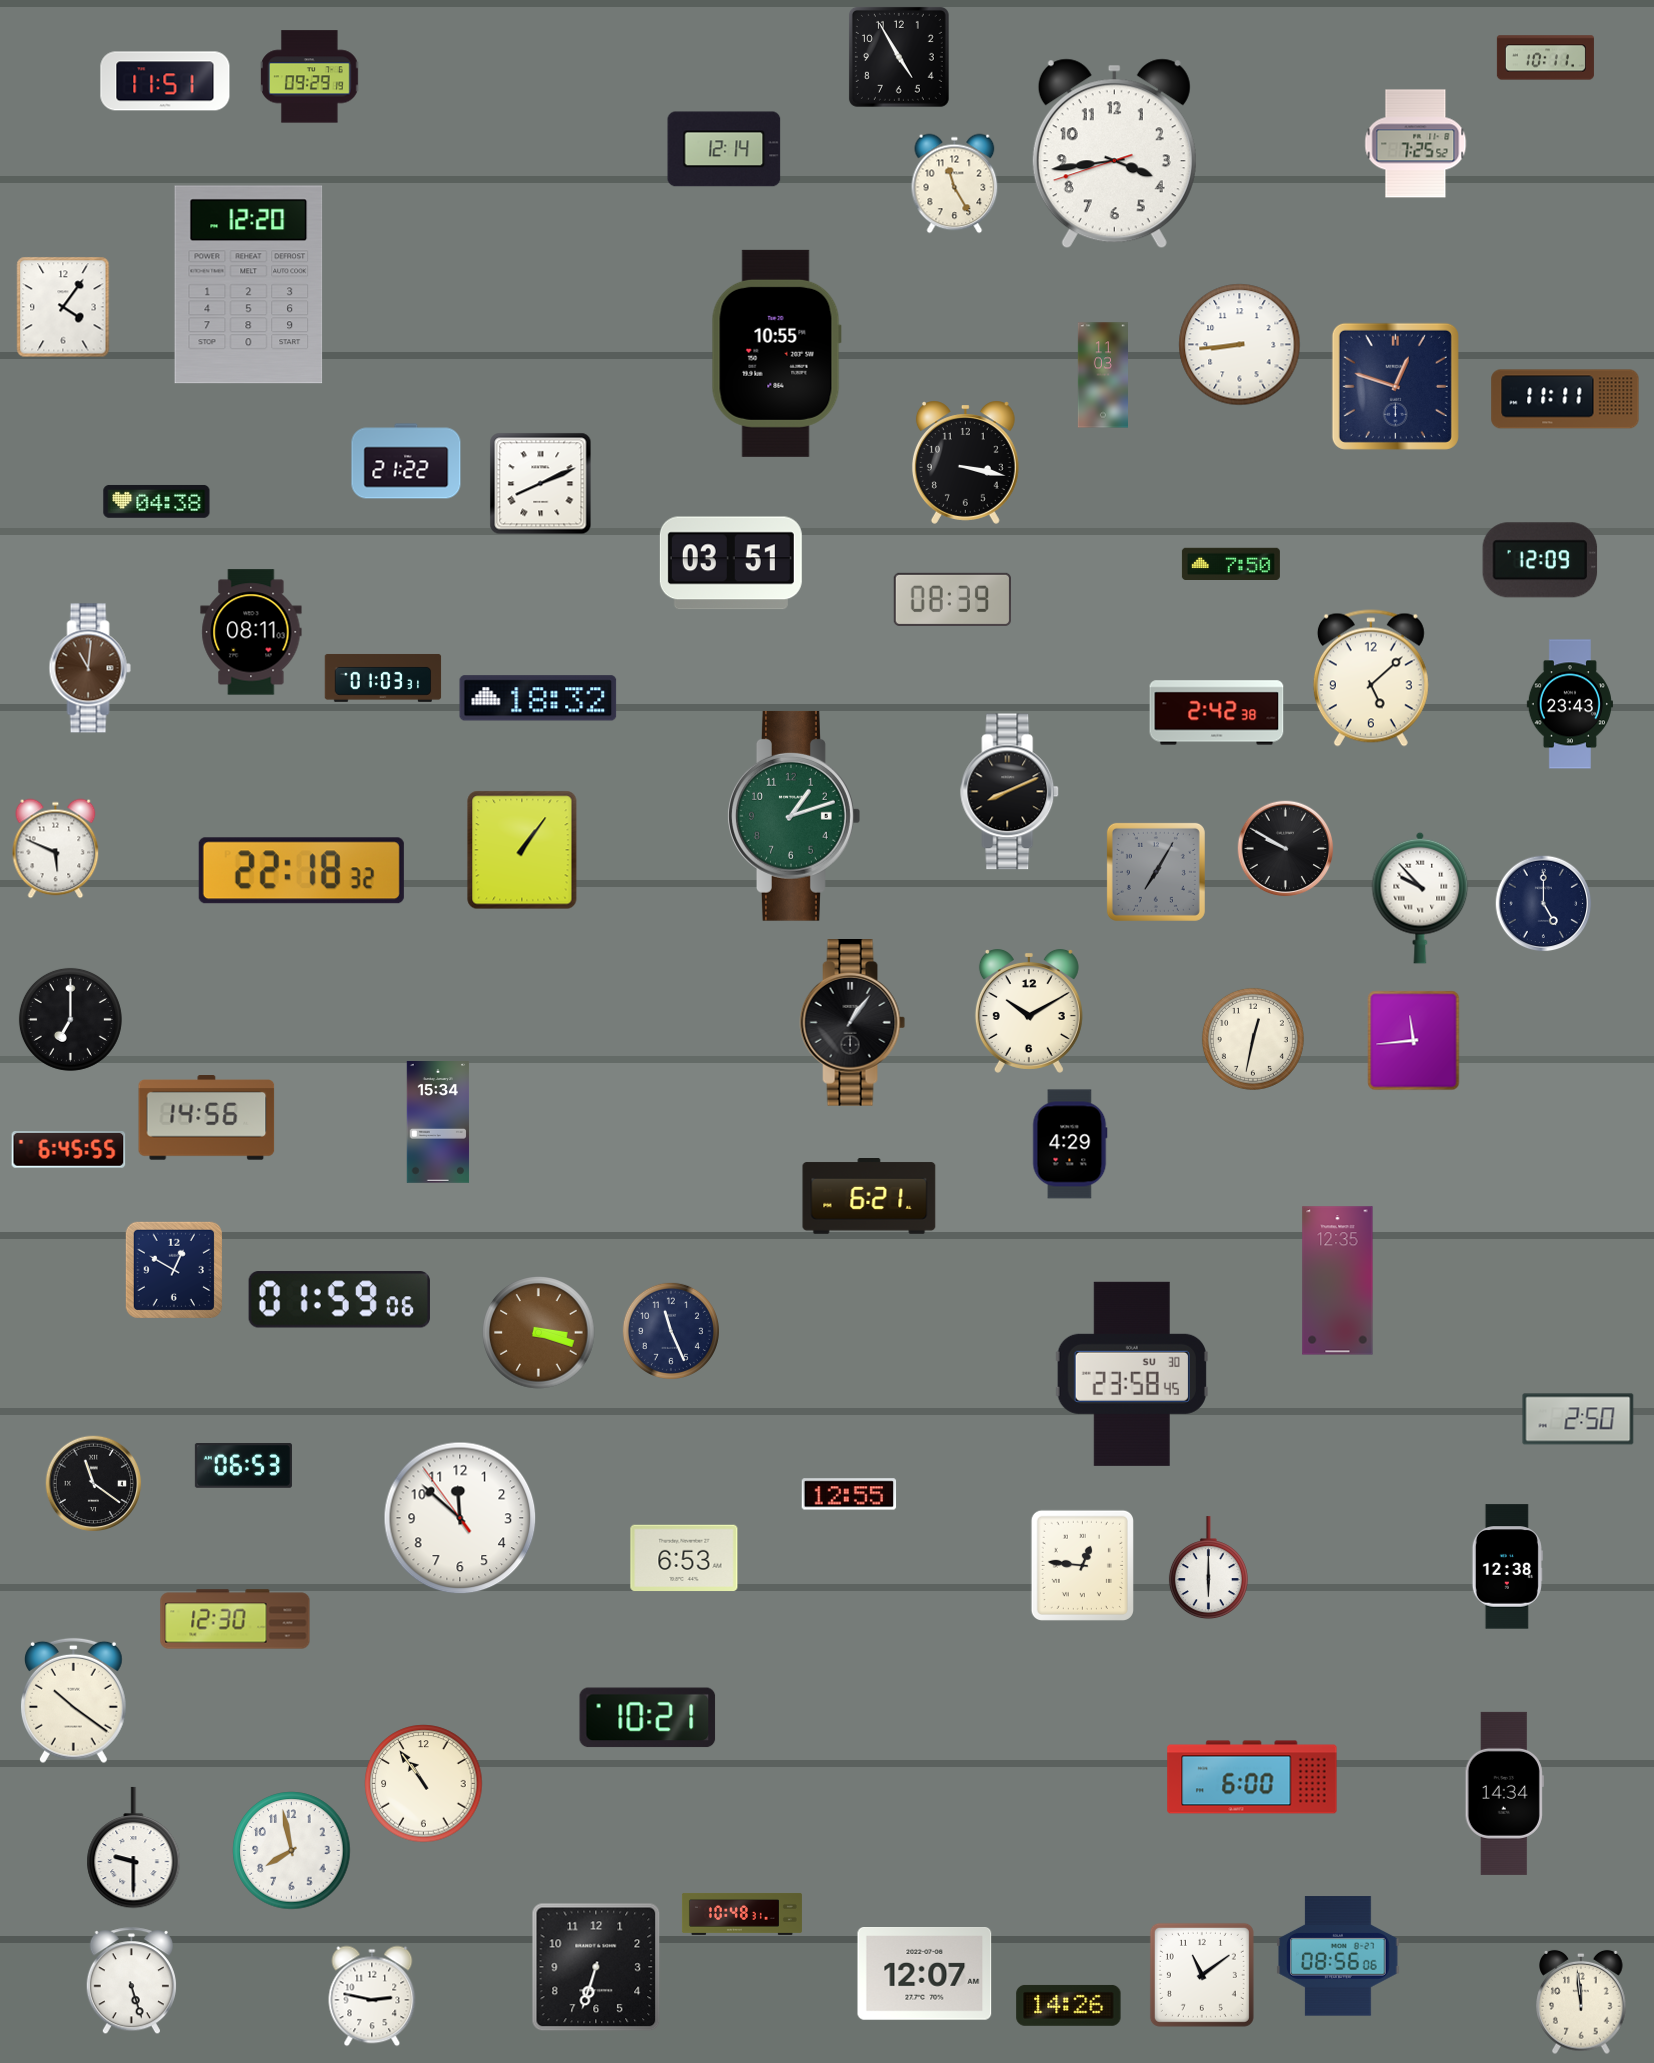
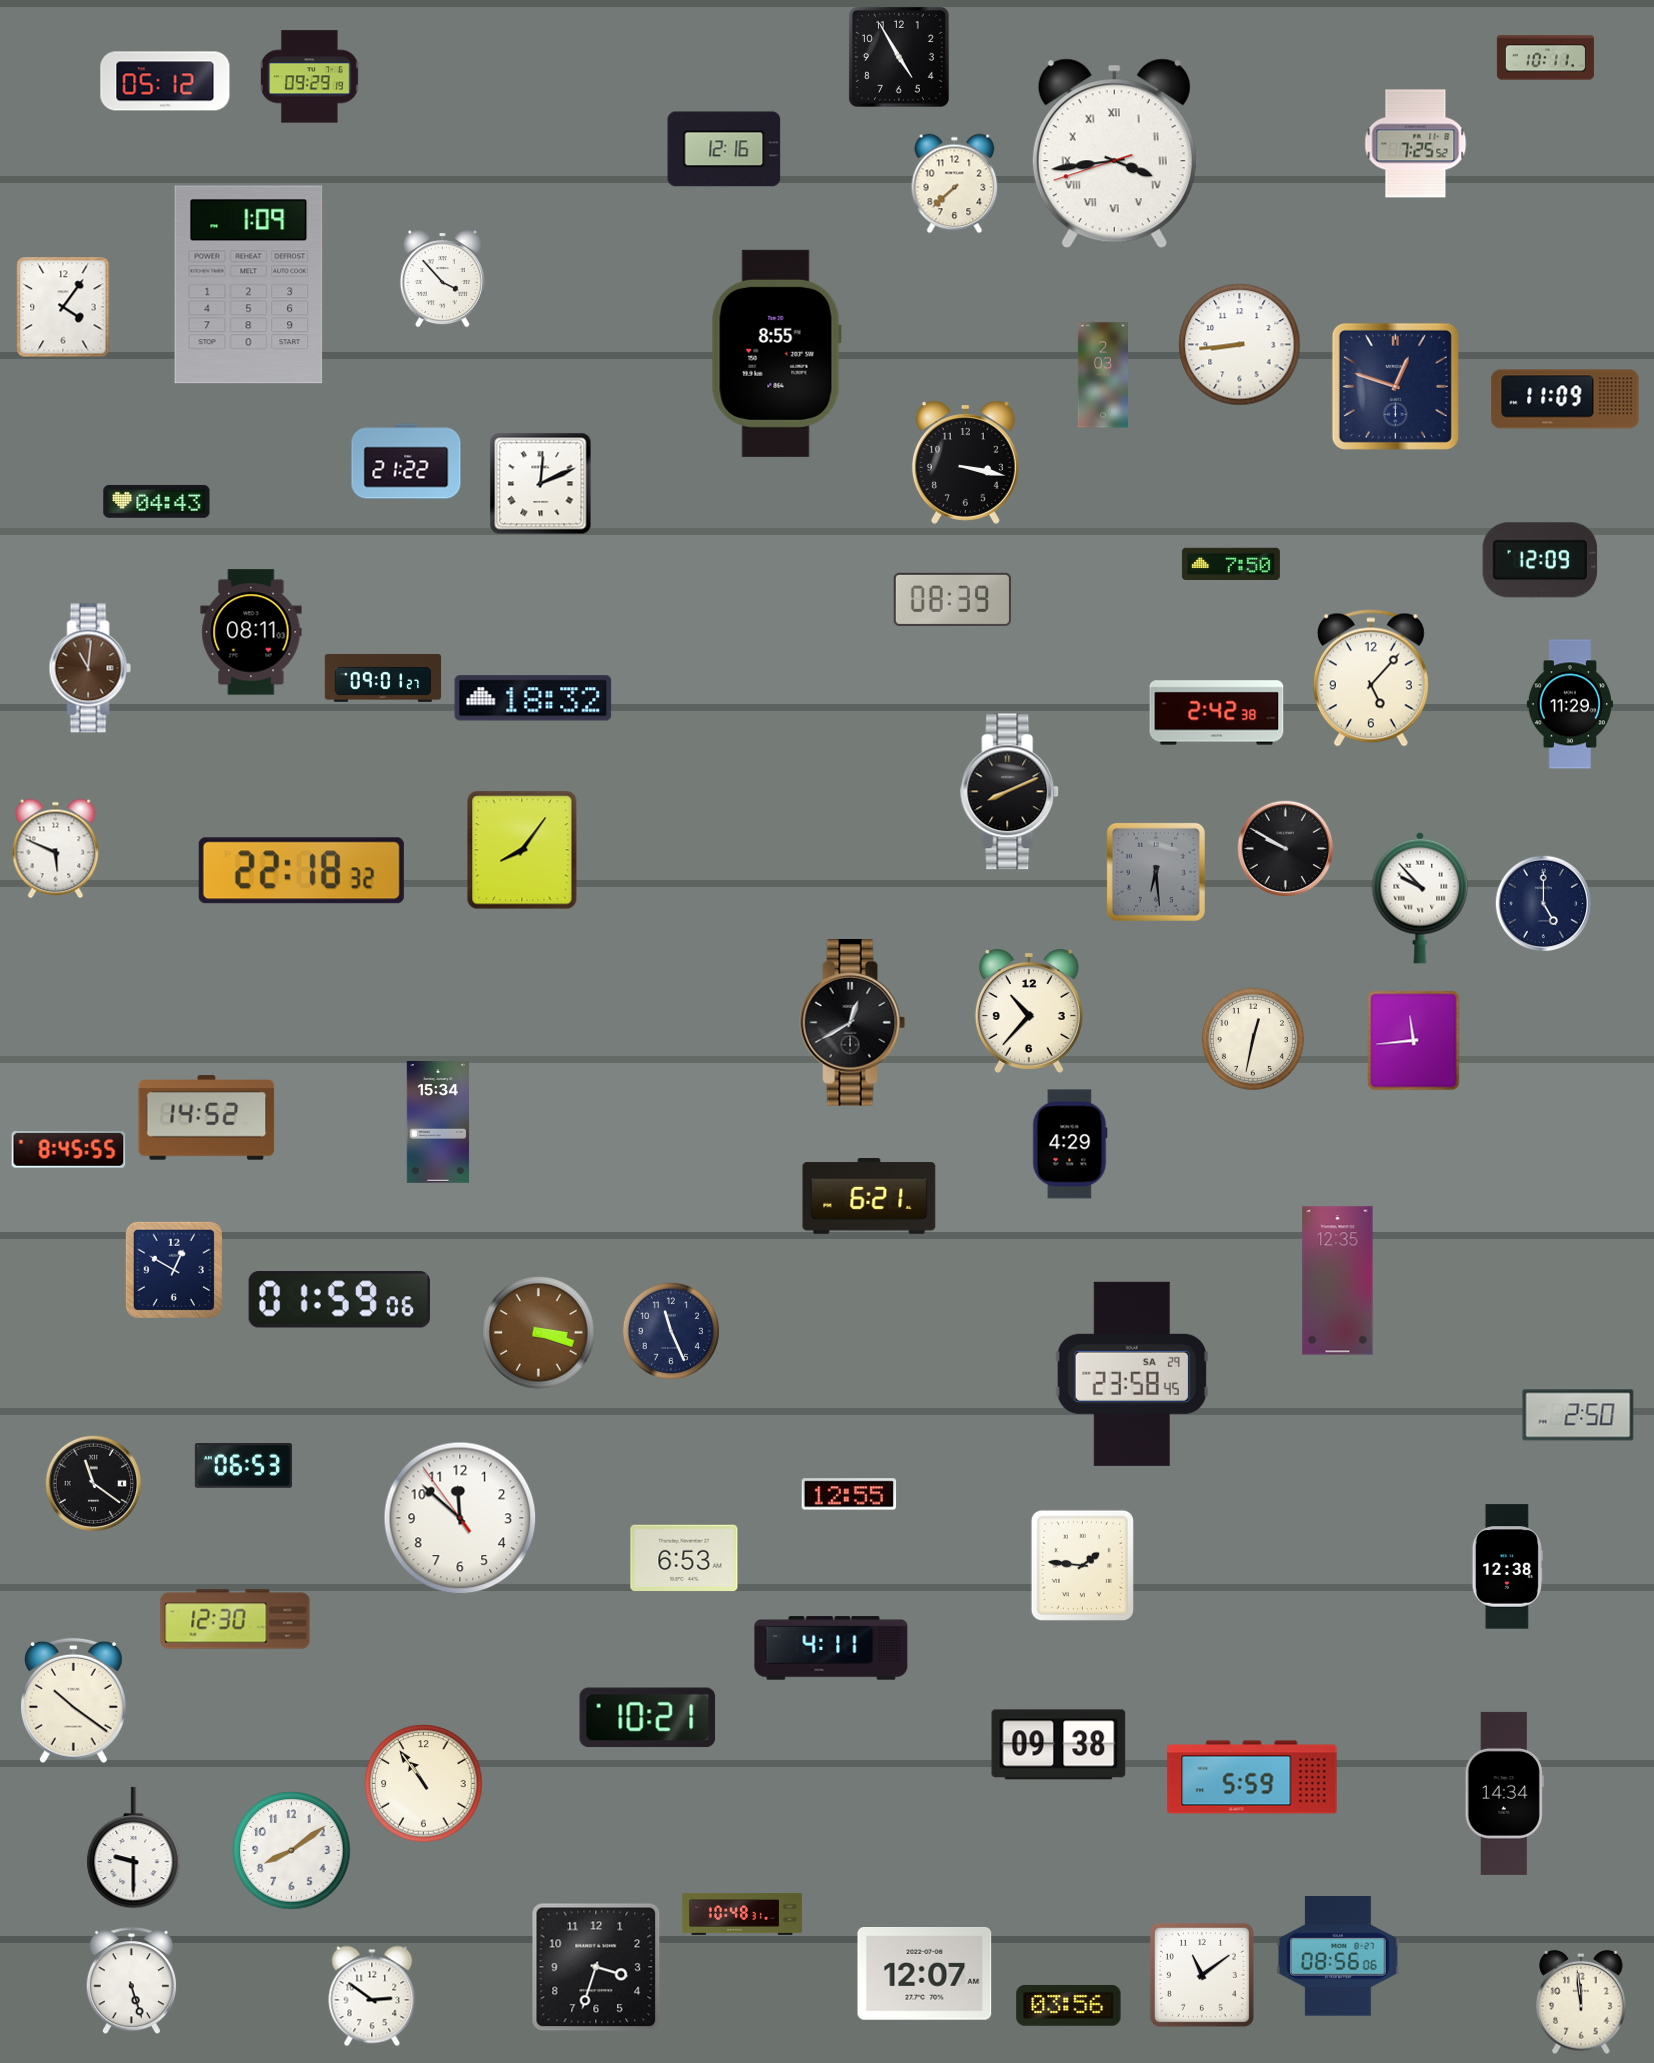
clock at (165, 81): 11:51 -> 05:12
clock at (724, 149): 12:14 -> 12:16
clock at (1114, 154) numerals: Arabic -> Roman
clock at (955, 184): 11:25 -> 7:38
clock at (442, 279): none -> 3:53
clock at (249, 285): 12:20 -> 1:09
clock at (776, 353): 10:55 -> 8:55
clock at (1102, 375): 11:03 -> 2:03
clock at (1565, 399): 11:11 -> 11:09
clock at (541, 484): 8:11 -> 12:11
clock at (157, 502): 04:38 -> 04:43
clock at (731, 563): 03:51 -> none
clock at (383, 678): 01:03 -> 09:01
clock at (1371, 678): 5:08 -> 5:07
clock at (538, 698) position: (538, 698) -> (533, 698)
clock at (1570, 704): 23:43 -> 11:29
clock at (794, 816): 1:12 -> none
clock at (522, 850): 1:06 -> 8:06
clock at (1156, 872): 7:05 -> 6:29
clock at (1029, 1011): 10:10 -> 10:37
clock at (70, 1019): 7:00 -> none
clock at (853, 1023): 1:06 -> 12:40
clock at (207, 1118): 14:56 -> 14:52
clock at (69, 1150): 6:45 -> 8:45
clock at (1132, 1374) date: SU 30 -> SA 29
clock at (1578, 1419) position: (1578, 1419) -> (1578, 1415)
clock at (1082, 1565): 12:46 -> 1:46
clock at (1208, 1568): 6:00 -> none
clock at (831, 1648): none -> 4:11
clock at (1059, 1745): none -> 09:38
clock at (1252, 1777): 6:00 -> 5:59
clock at (292, 1851): 7:58 -> 8:09
clock at (596, 1967): 6:33 -> 3:33
clock at (372, 1996): 2:47 -> 2:51
clock at (1069, 2005): 14:26 -> 03:56
